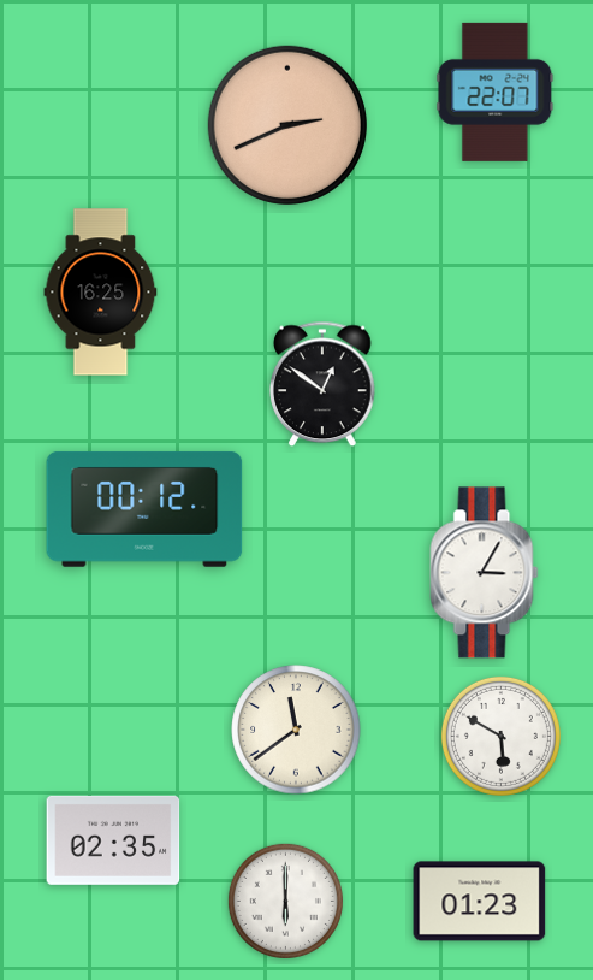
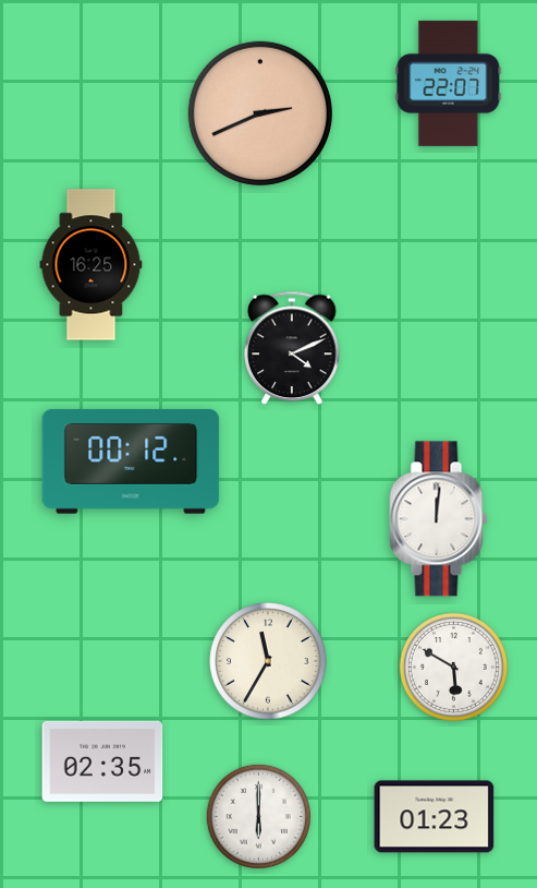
clock at (322, 384): 12:51 -> 4:11
clock at (485, 573): 3:05 -> 12:01
clock at (296, 730): 11:39 -> 11:35
